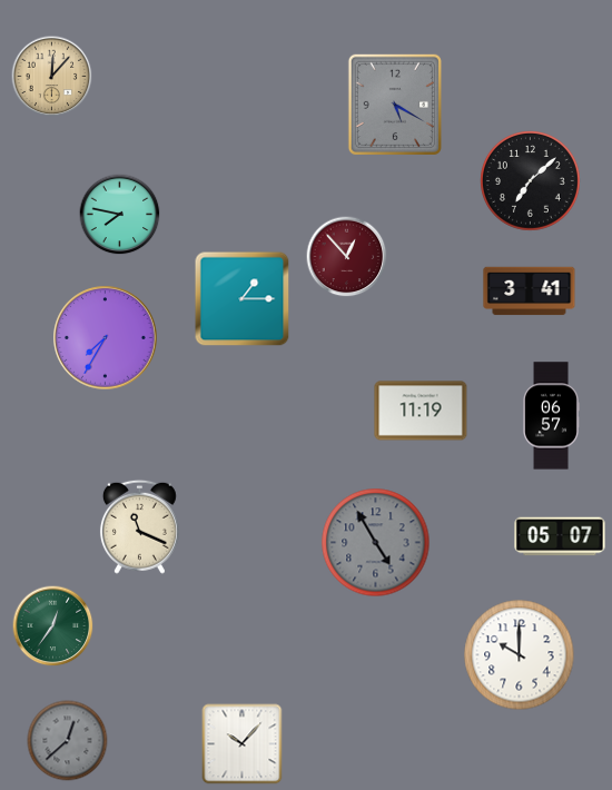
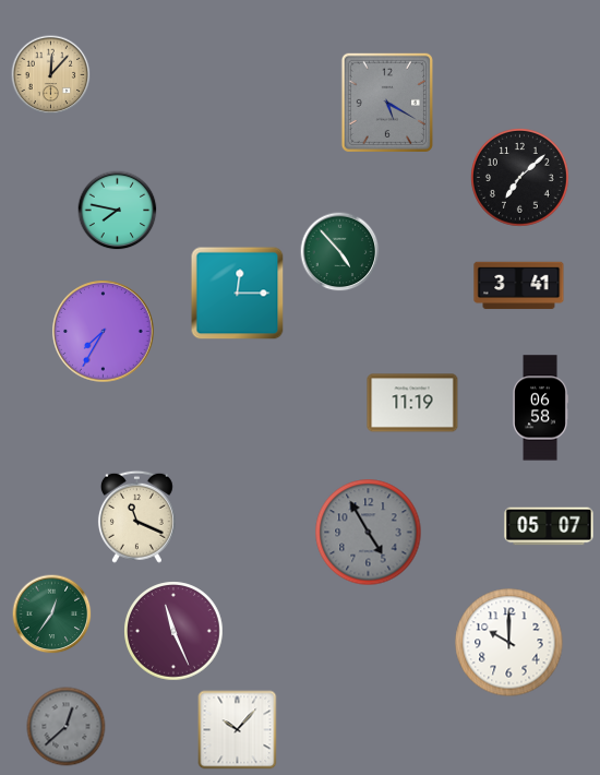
clock at (347, 257): 12:53 -> 4:53
clock at (347, 257) dial: burgundy -> green
clock at (243, 299): 1:15 -> 12:15
clock at (552, 416): 06:57 -> 06:58
clock at (173, 631): none -> 11:26
